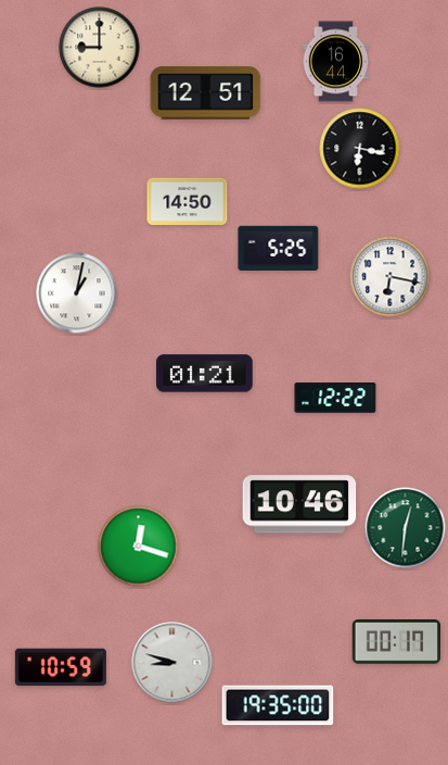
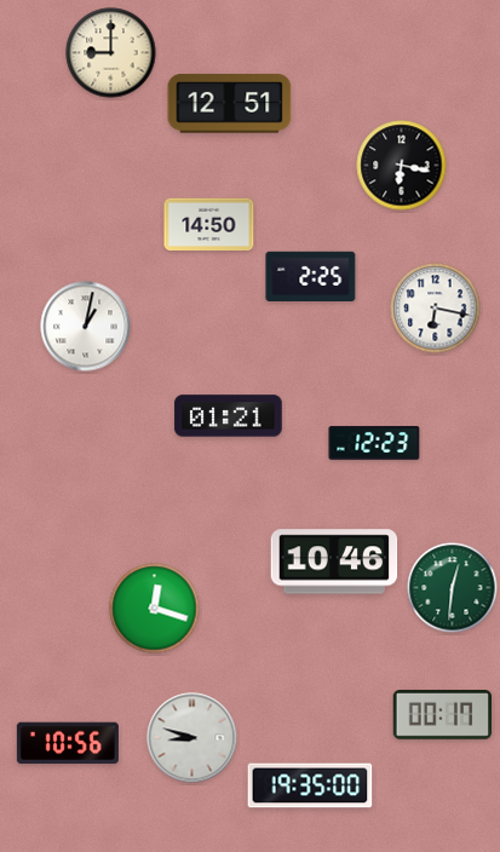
clock at (336, 62): 16:44 -> none
clock at (279, 248): 5:25 -> 2:25
clock at (335, 398): 12:22 -> 12:23
clock at (61, 667): 10:59 -> 10:56
